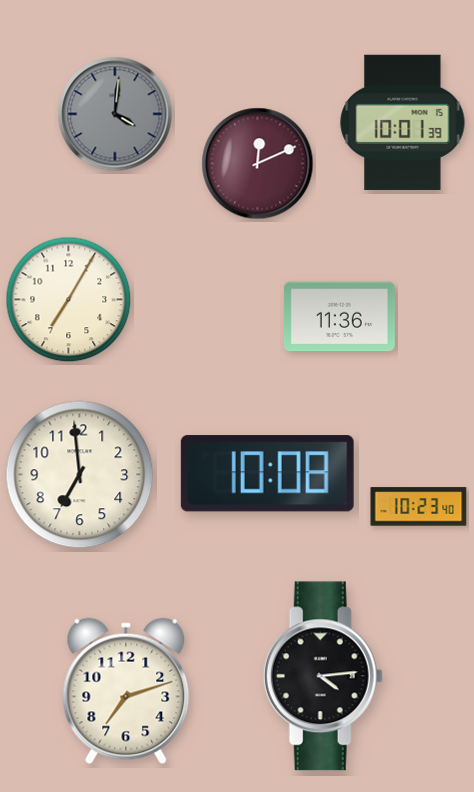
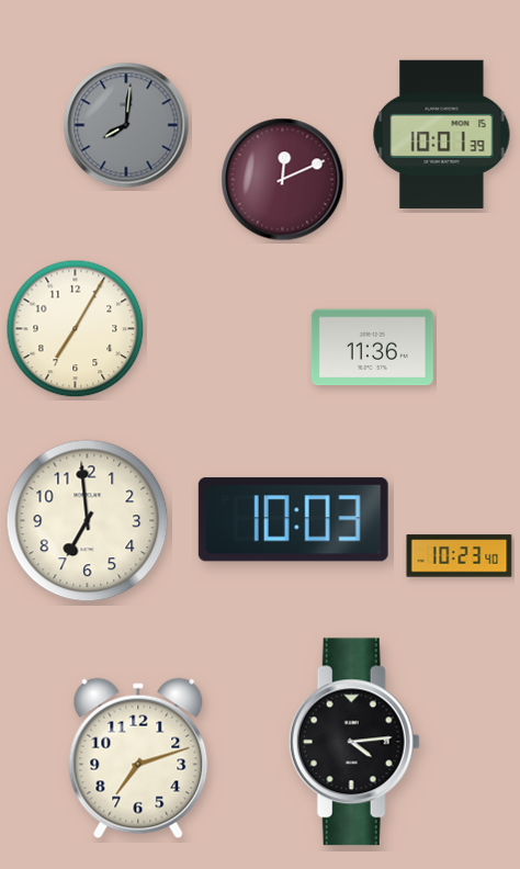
clock at (115, 114): 4:01 -> 8:01
clock at (267, 474): 10:08 -> 10:03
